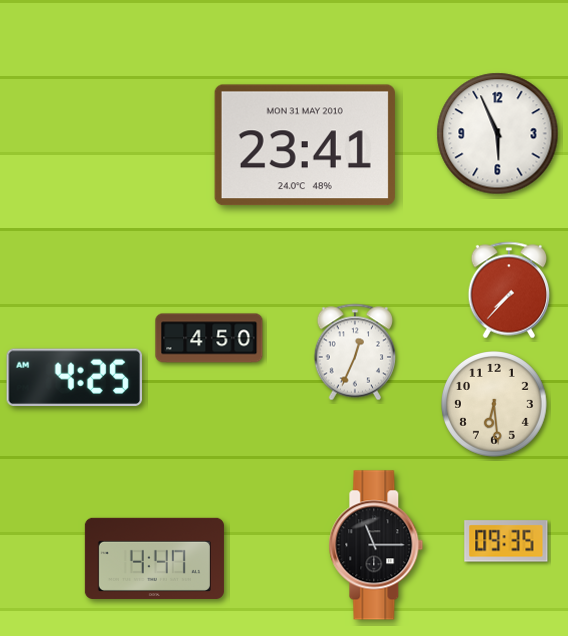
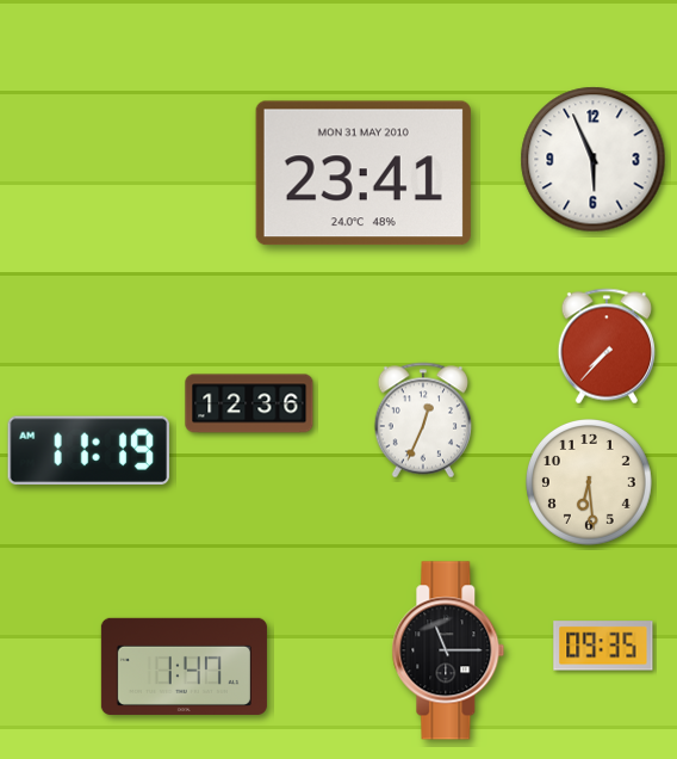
clock at (209, 338): 4:50 -> 12:36
clock at (74, 377): 4:25 -> 11:19
clock at (154, 558): 4:47 -> 1:47
